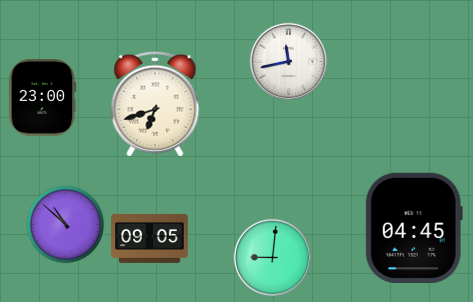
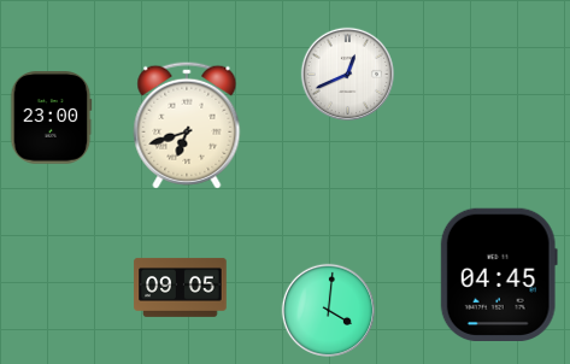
clock at (288, 61): 11:43 -> 12:41
clock at (65, 224): 10:52 -> none
clock at (272, 257): 9:01 -> 4:01
